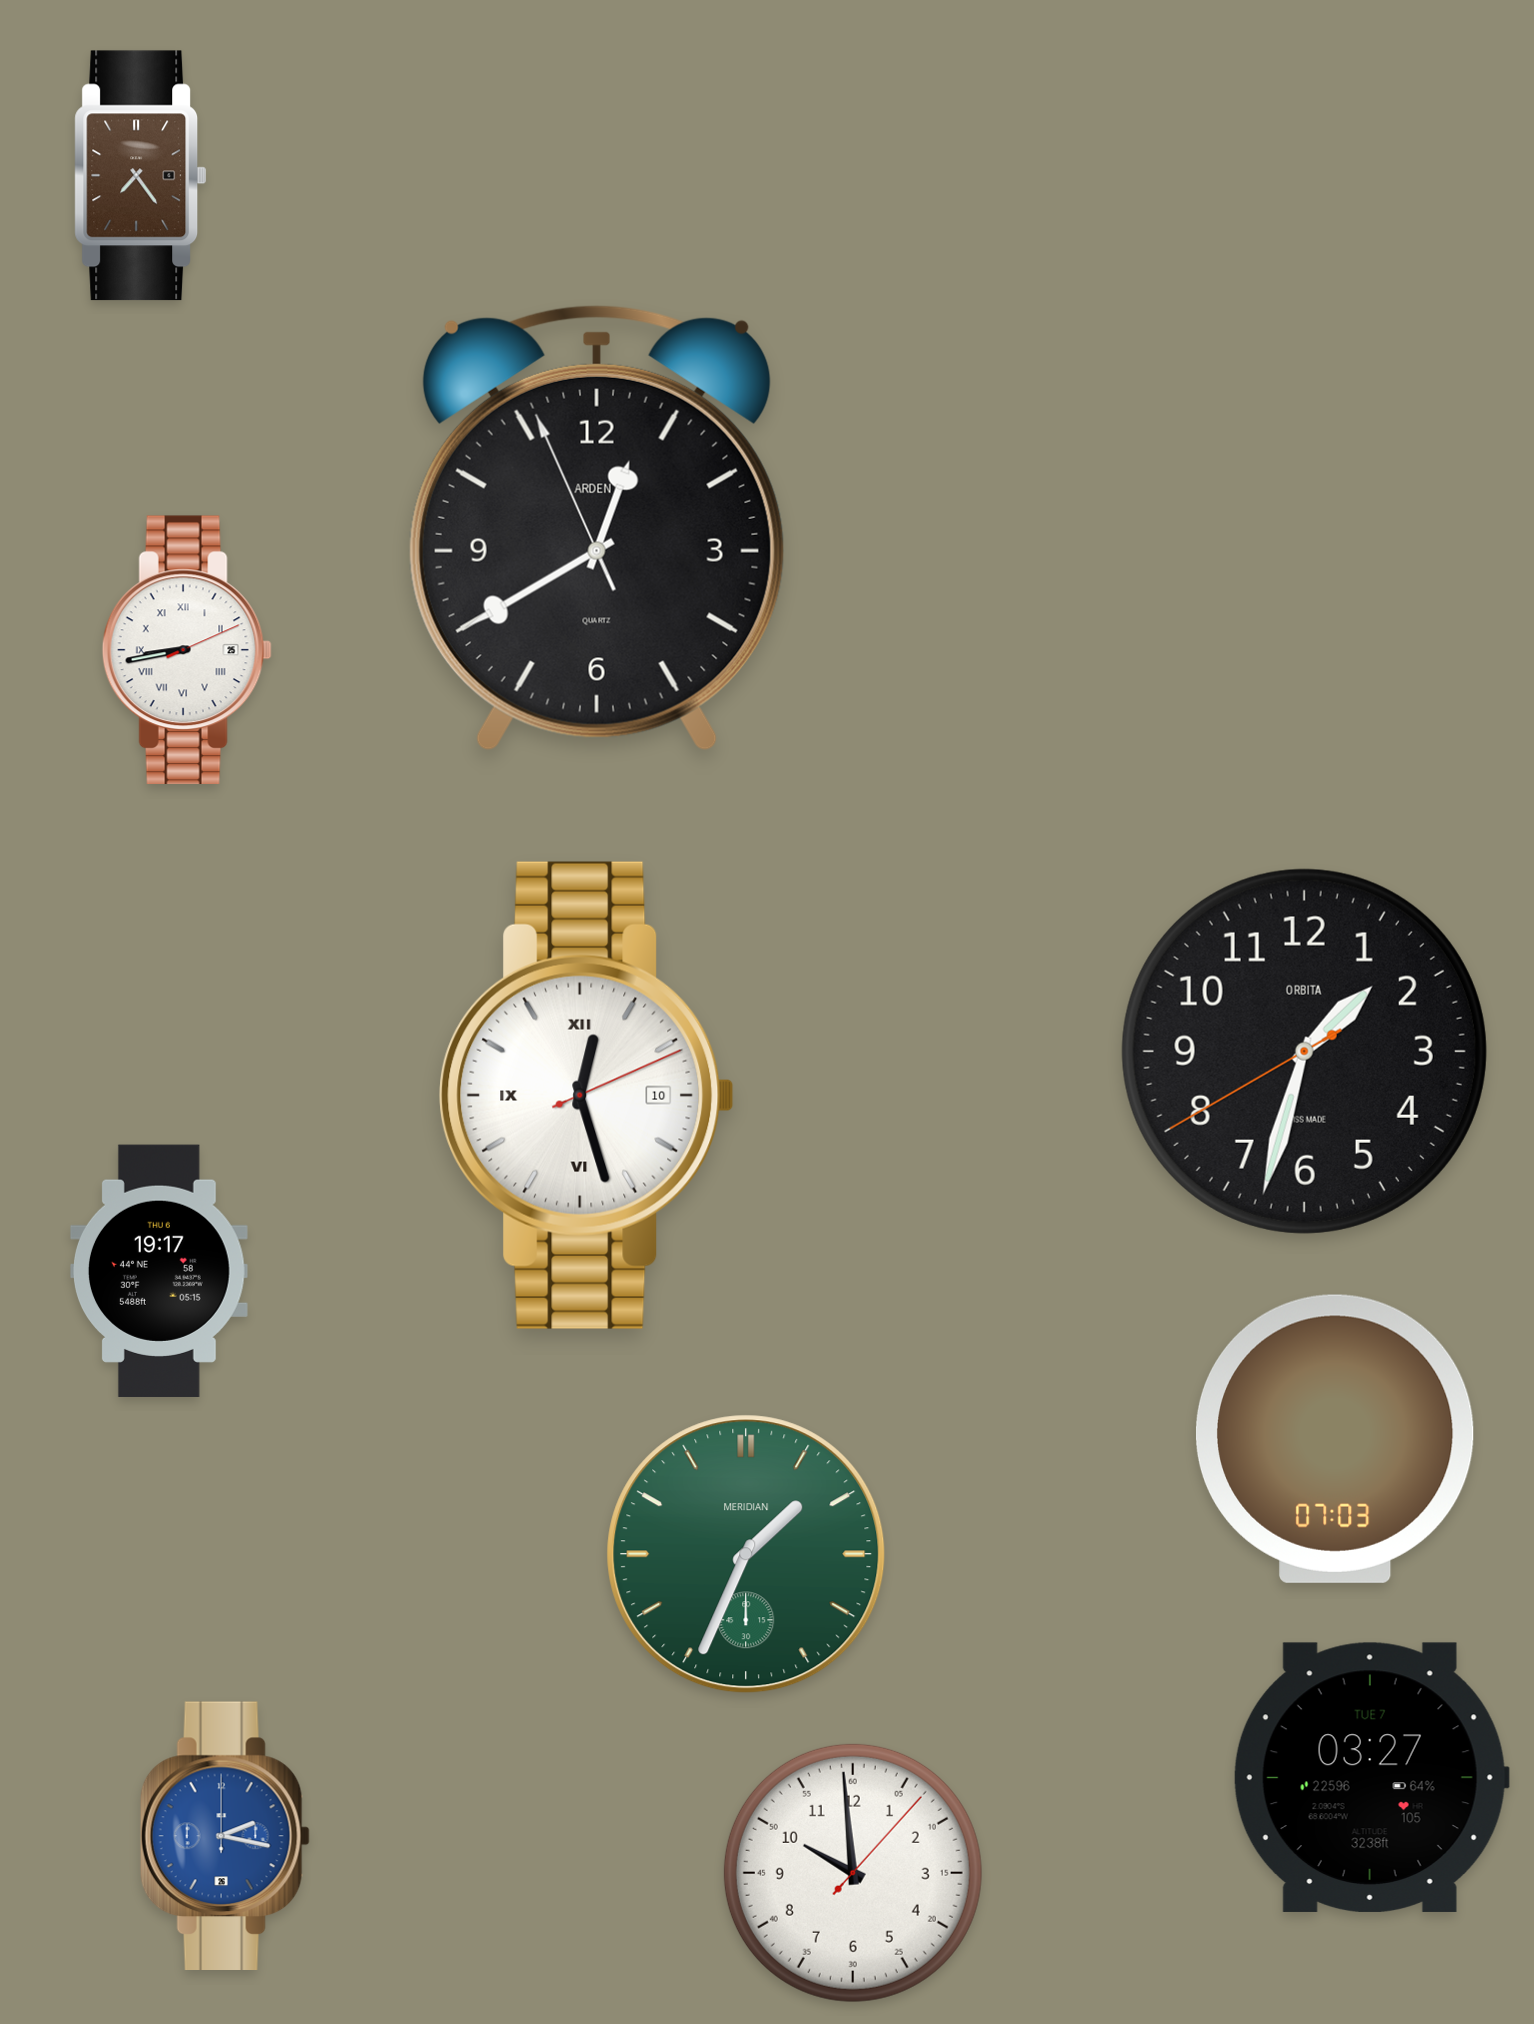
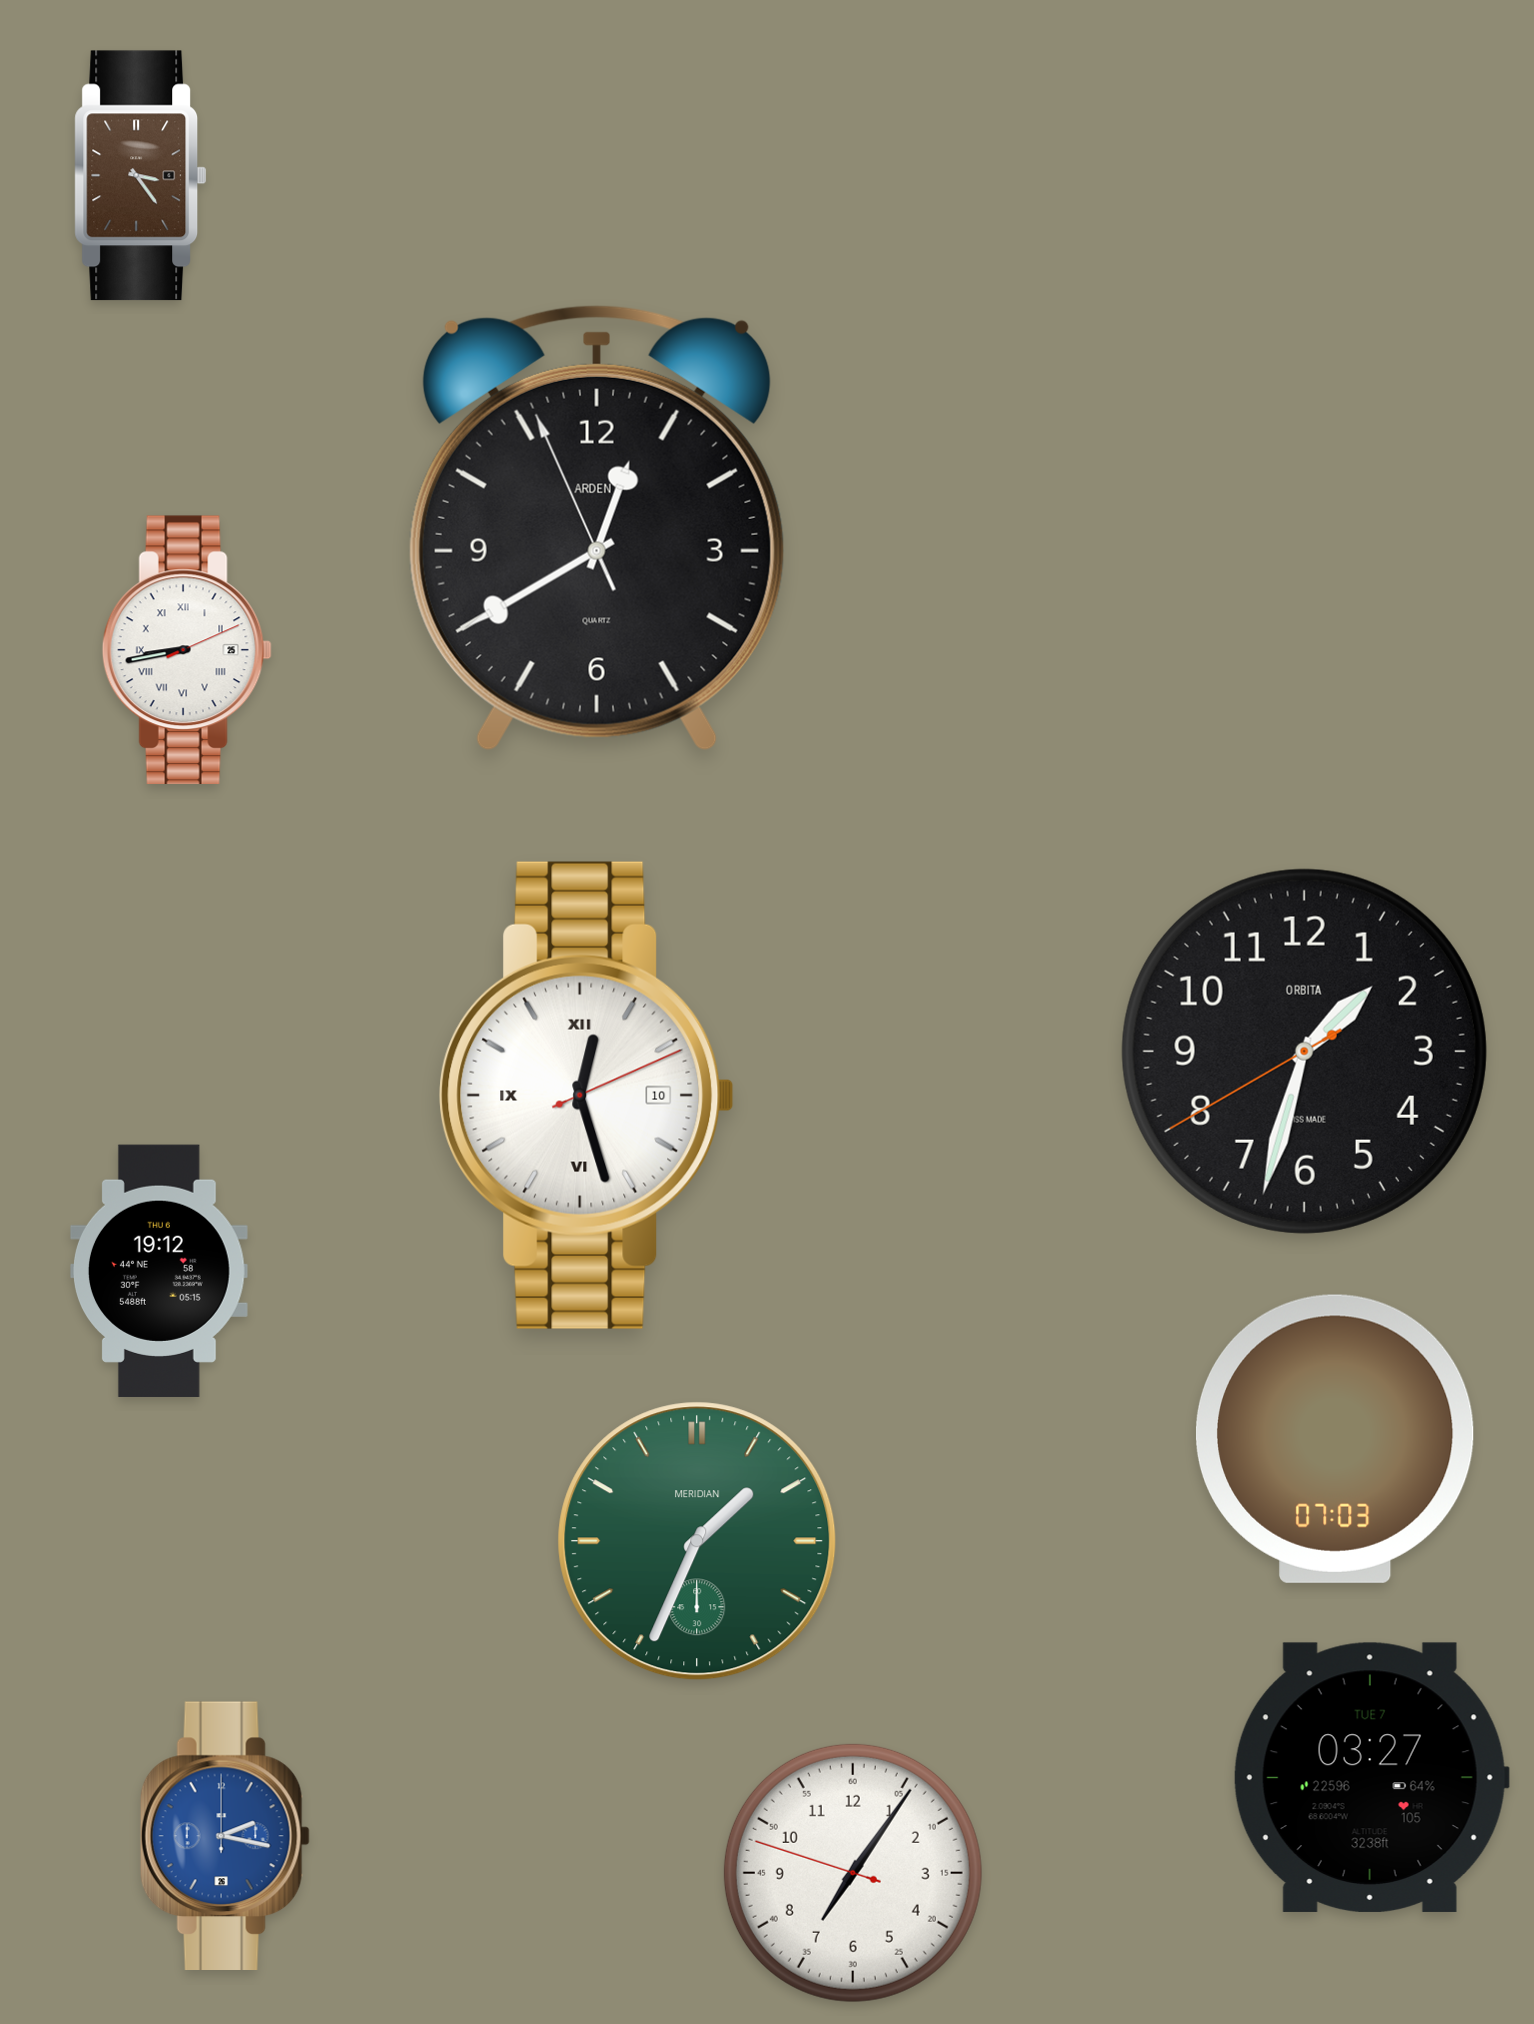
clock at (141, 176): 7:24 -> 3:24
clock at (159, 1271): 19:17 -> 19:12
clock at (746, 1554) position: (746, 1554) -> (697, 1541)
clock at (853, 1873): 9:59 -> 7:05
